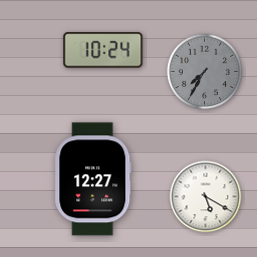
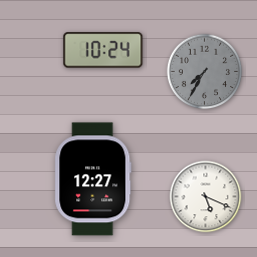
clock at (206, 197): 5:20 -> 5:19
